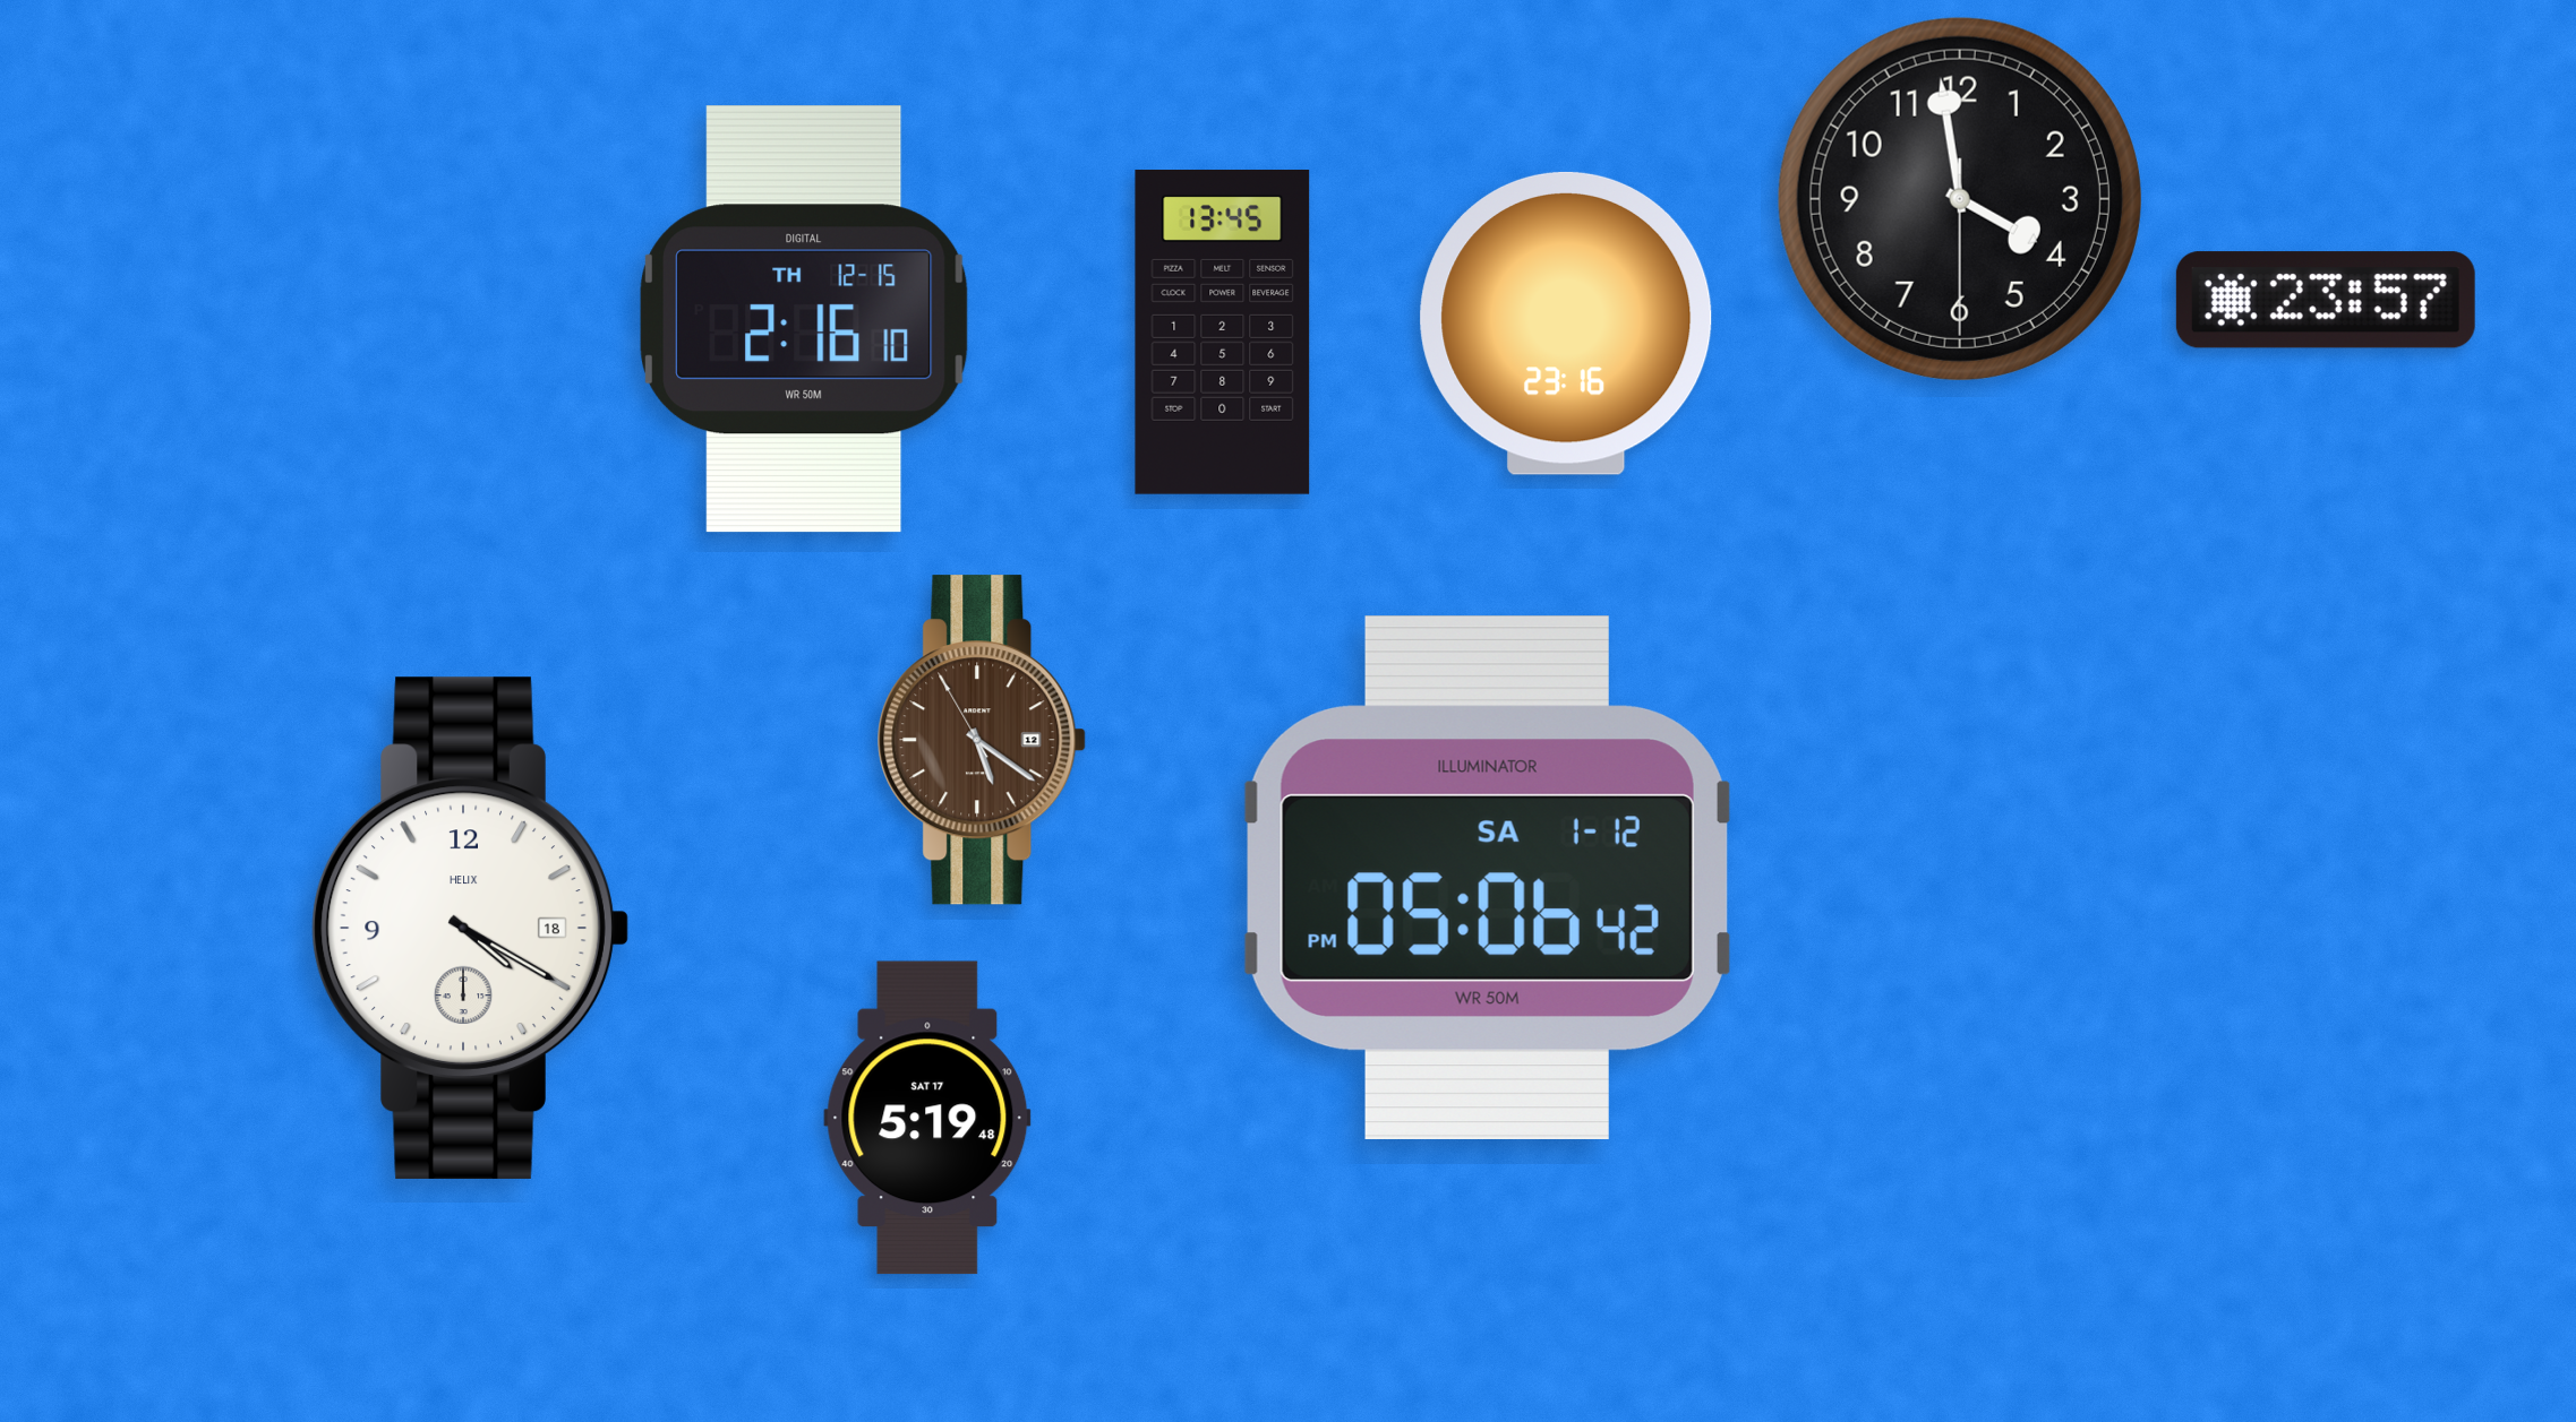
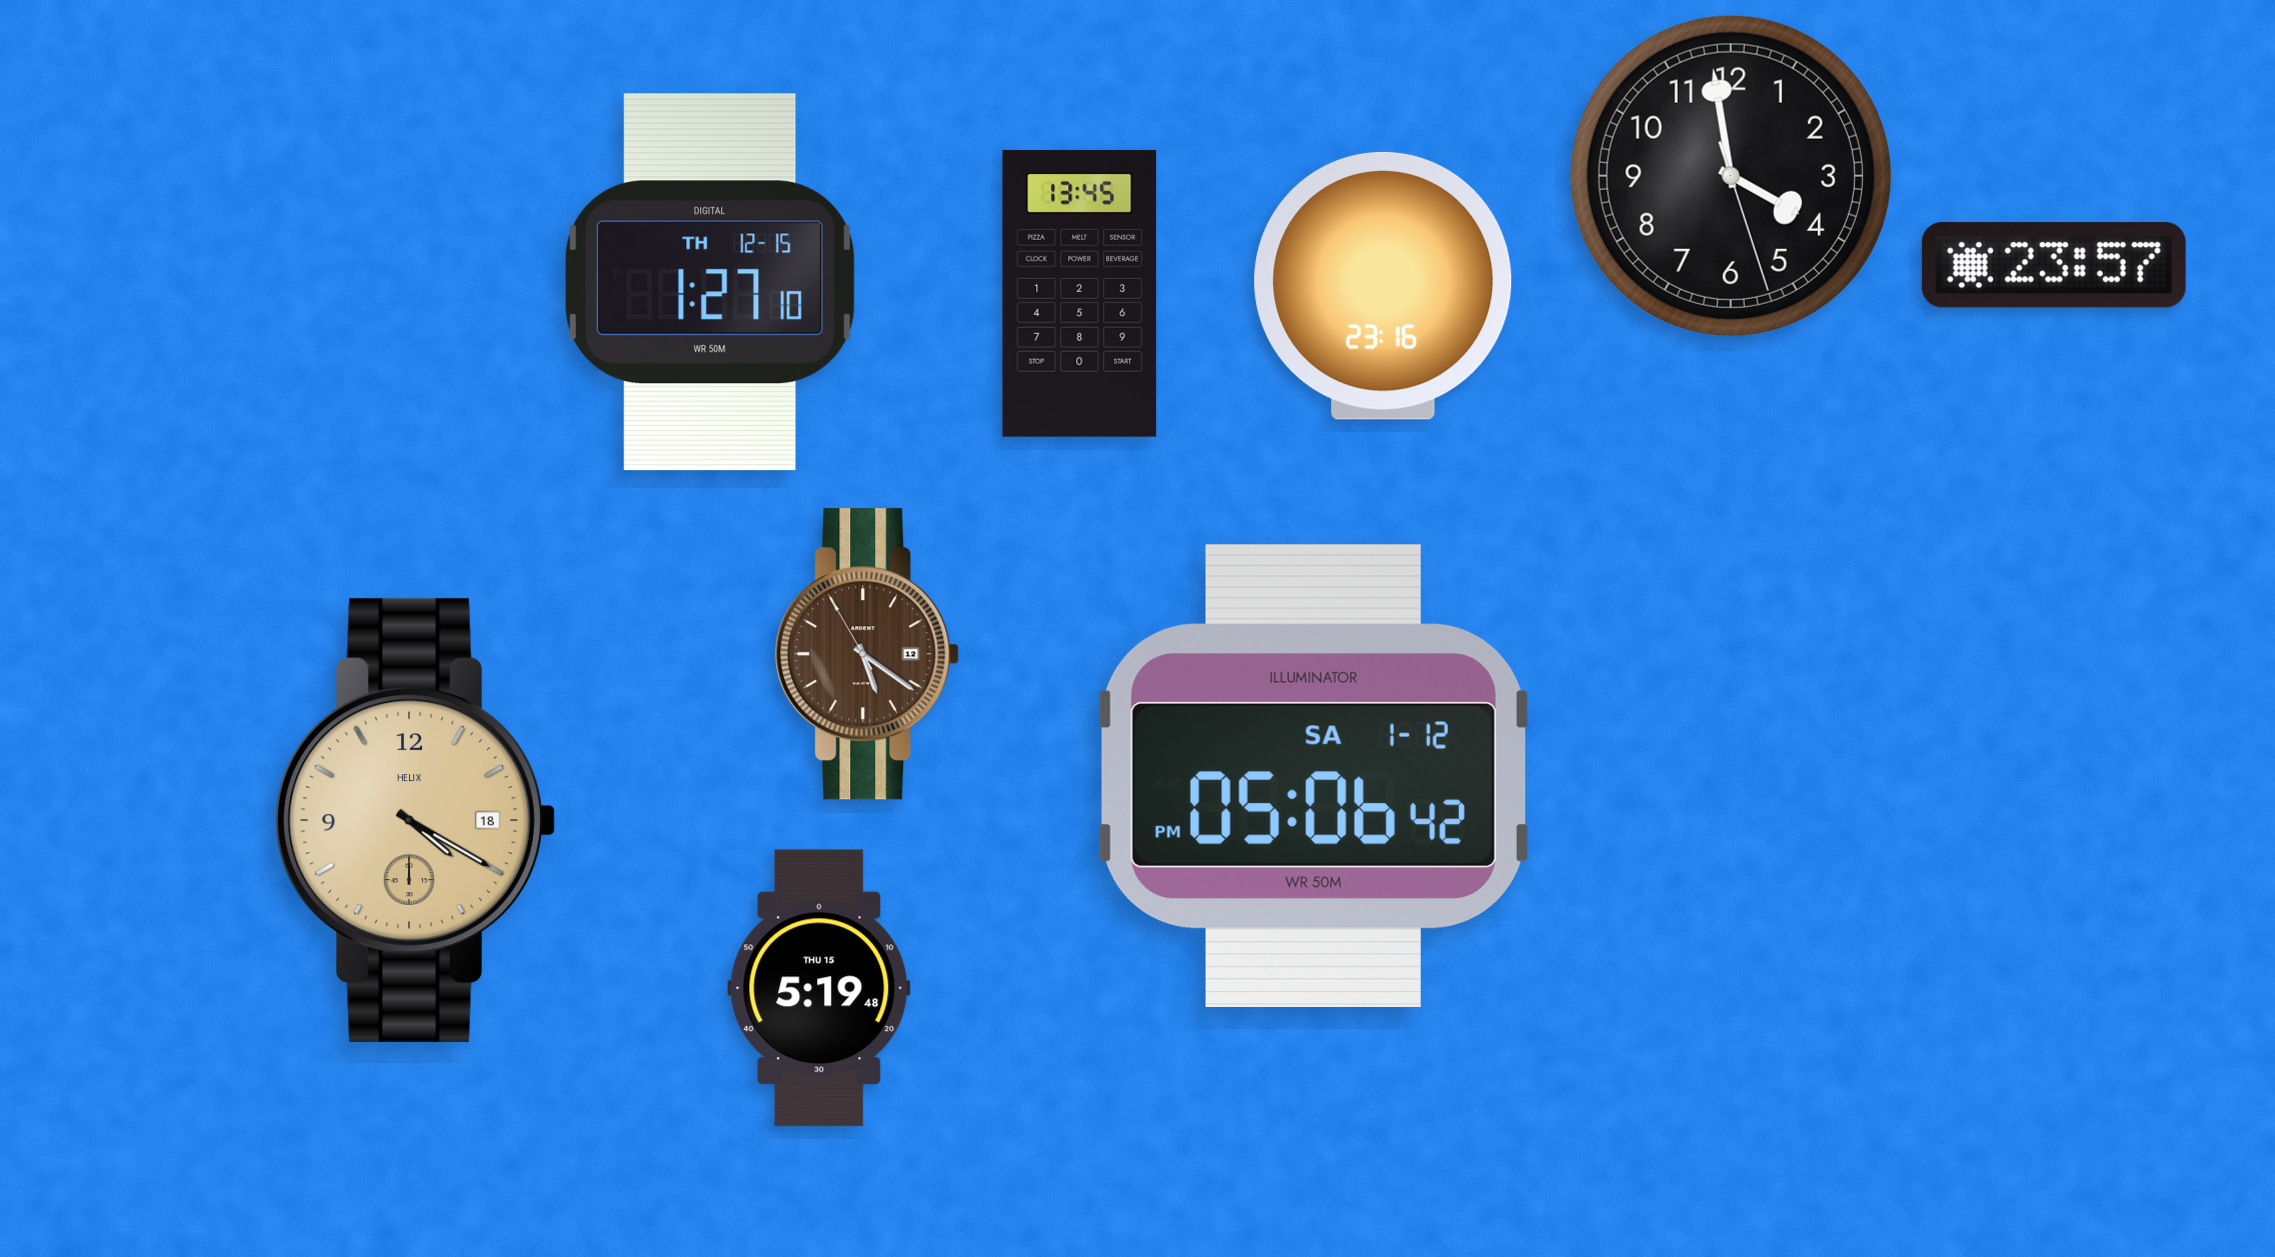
clock at (1960, 199): 3:58:30 -> 3:58:27
clock at (804, 319): 2:16 -> 1:27
clock at (470, 928) dial: white -> champagne
clock at (927, 1118) date: SAT 17 -> THU 15
